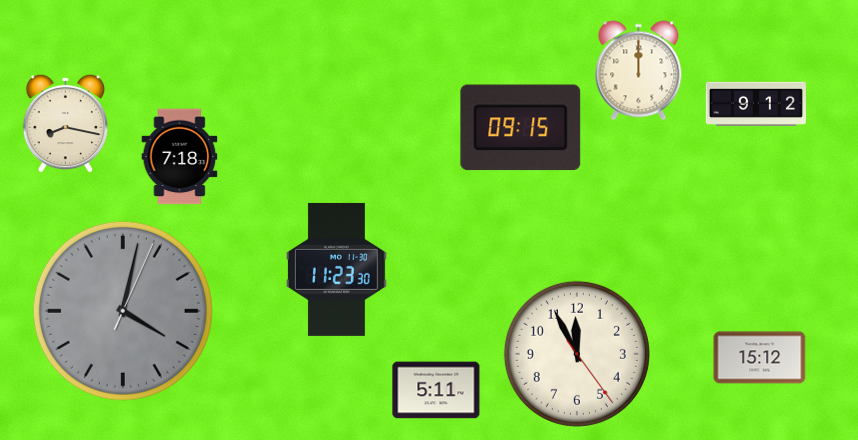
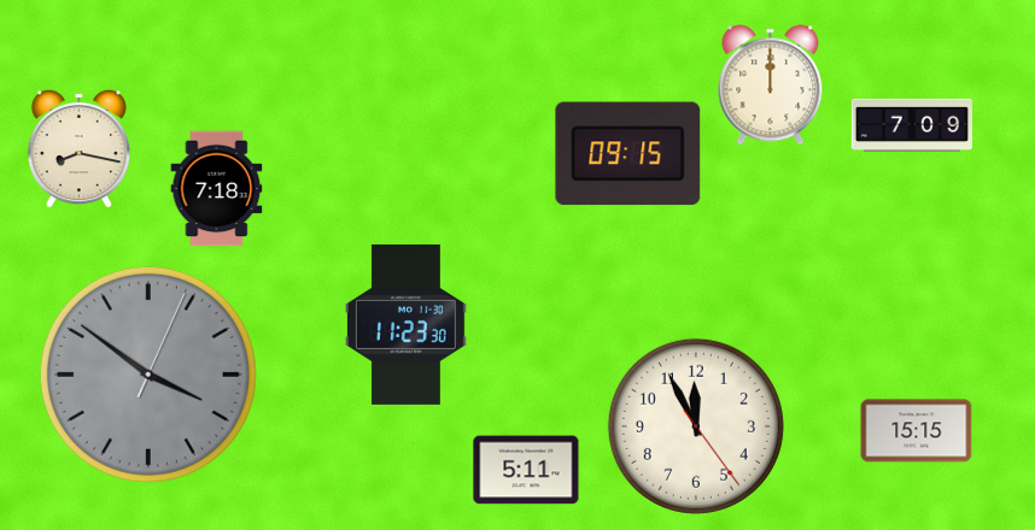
clock at (756, 104): 9:12 -> 7:09
clock at (123, 311): 4:02 -> 3:51
clock at (760, 358): 15:12 -> 15:15
